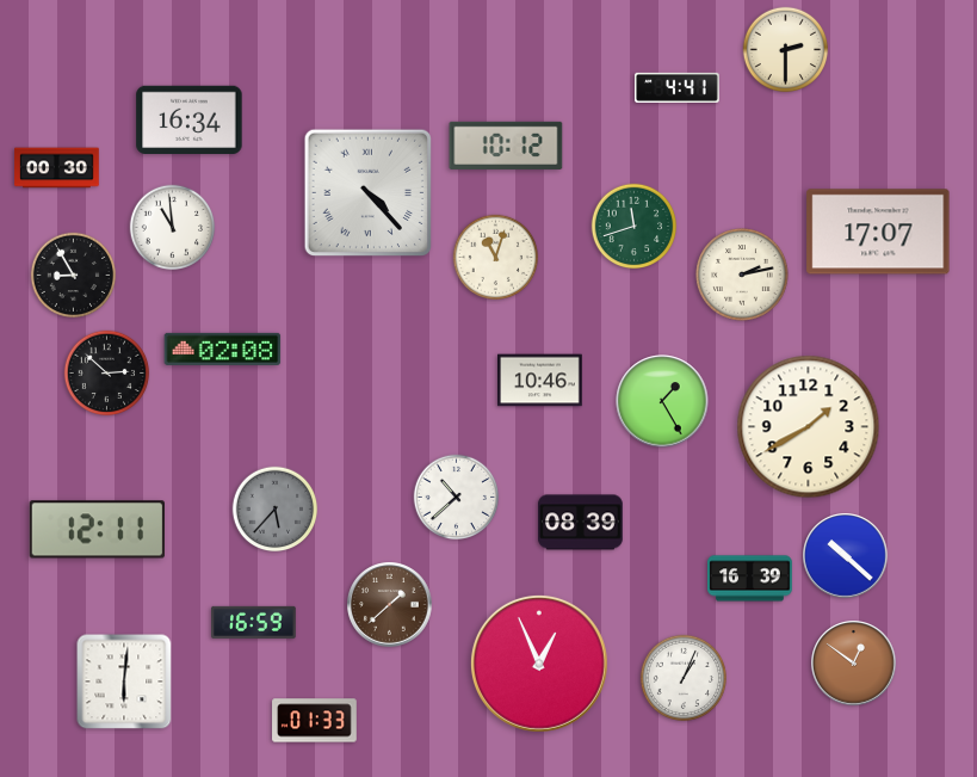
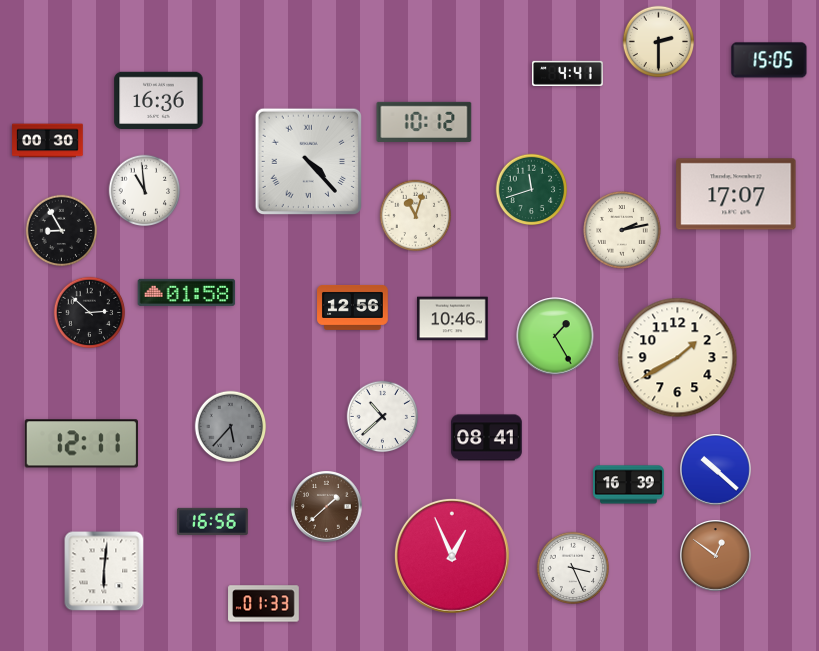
clock at (769, 60): none -> 15:05
clock at (190, 119): 16:34 -> 16:36
clock at (223, 349): 02:08 -> 01:58
clock at (353, 307): none -> 12:56
clock at (581, 523): 08:39 -> 08:41
clock at (846, 556) position: (846, 556) -> (716, 470)
clock at (254, 622): 16:59 -> 16:56
clock at (682, 677): 1:04 -> 3:26
